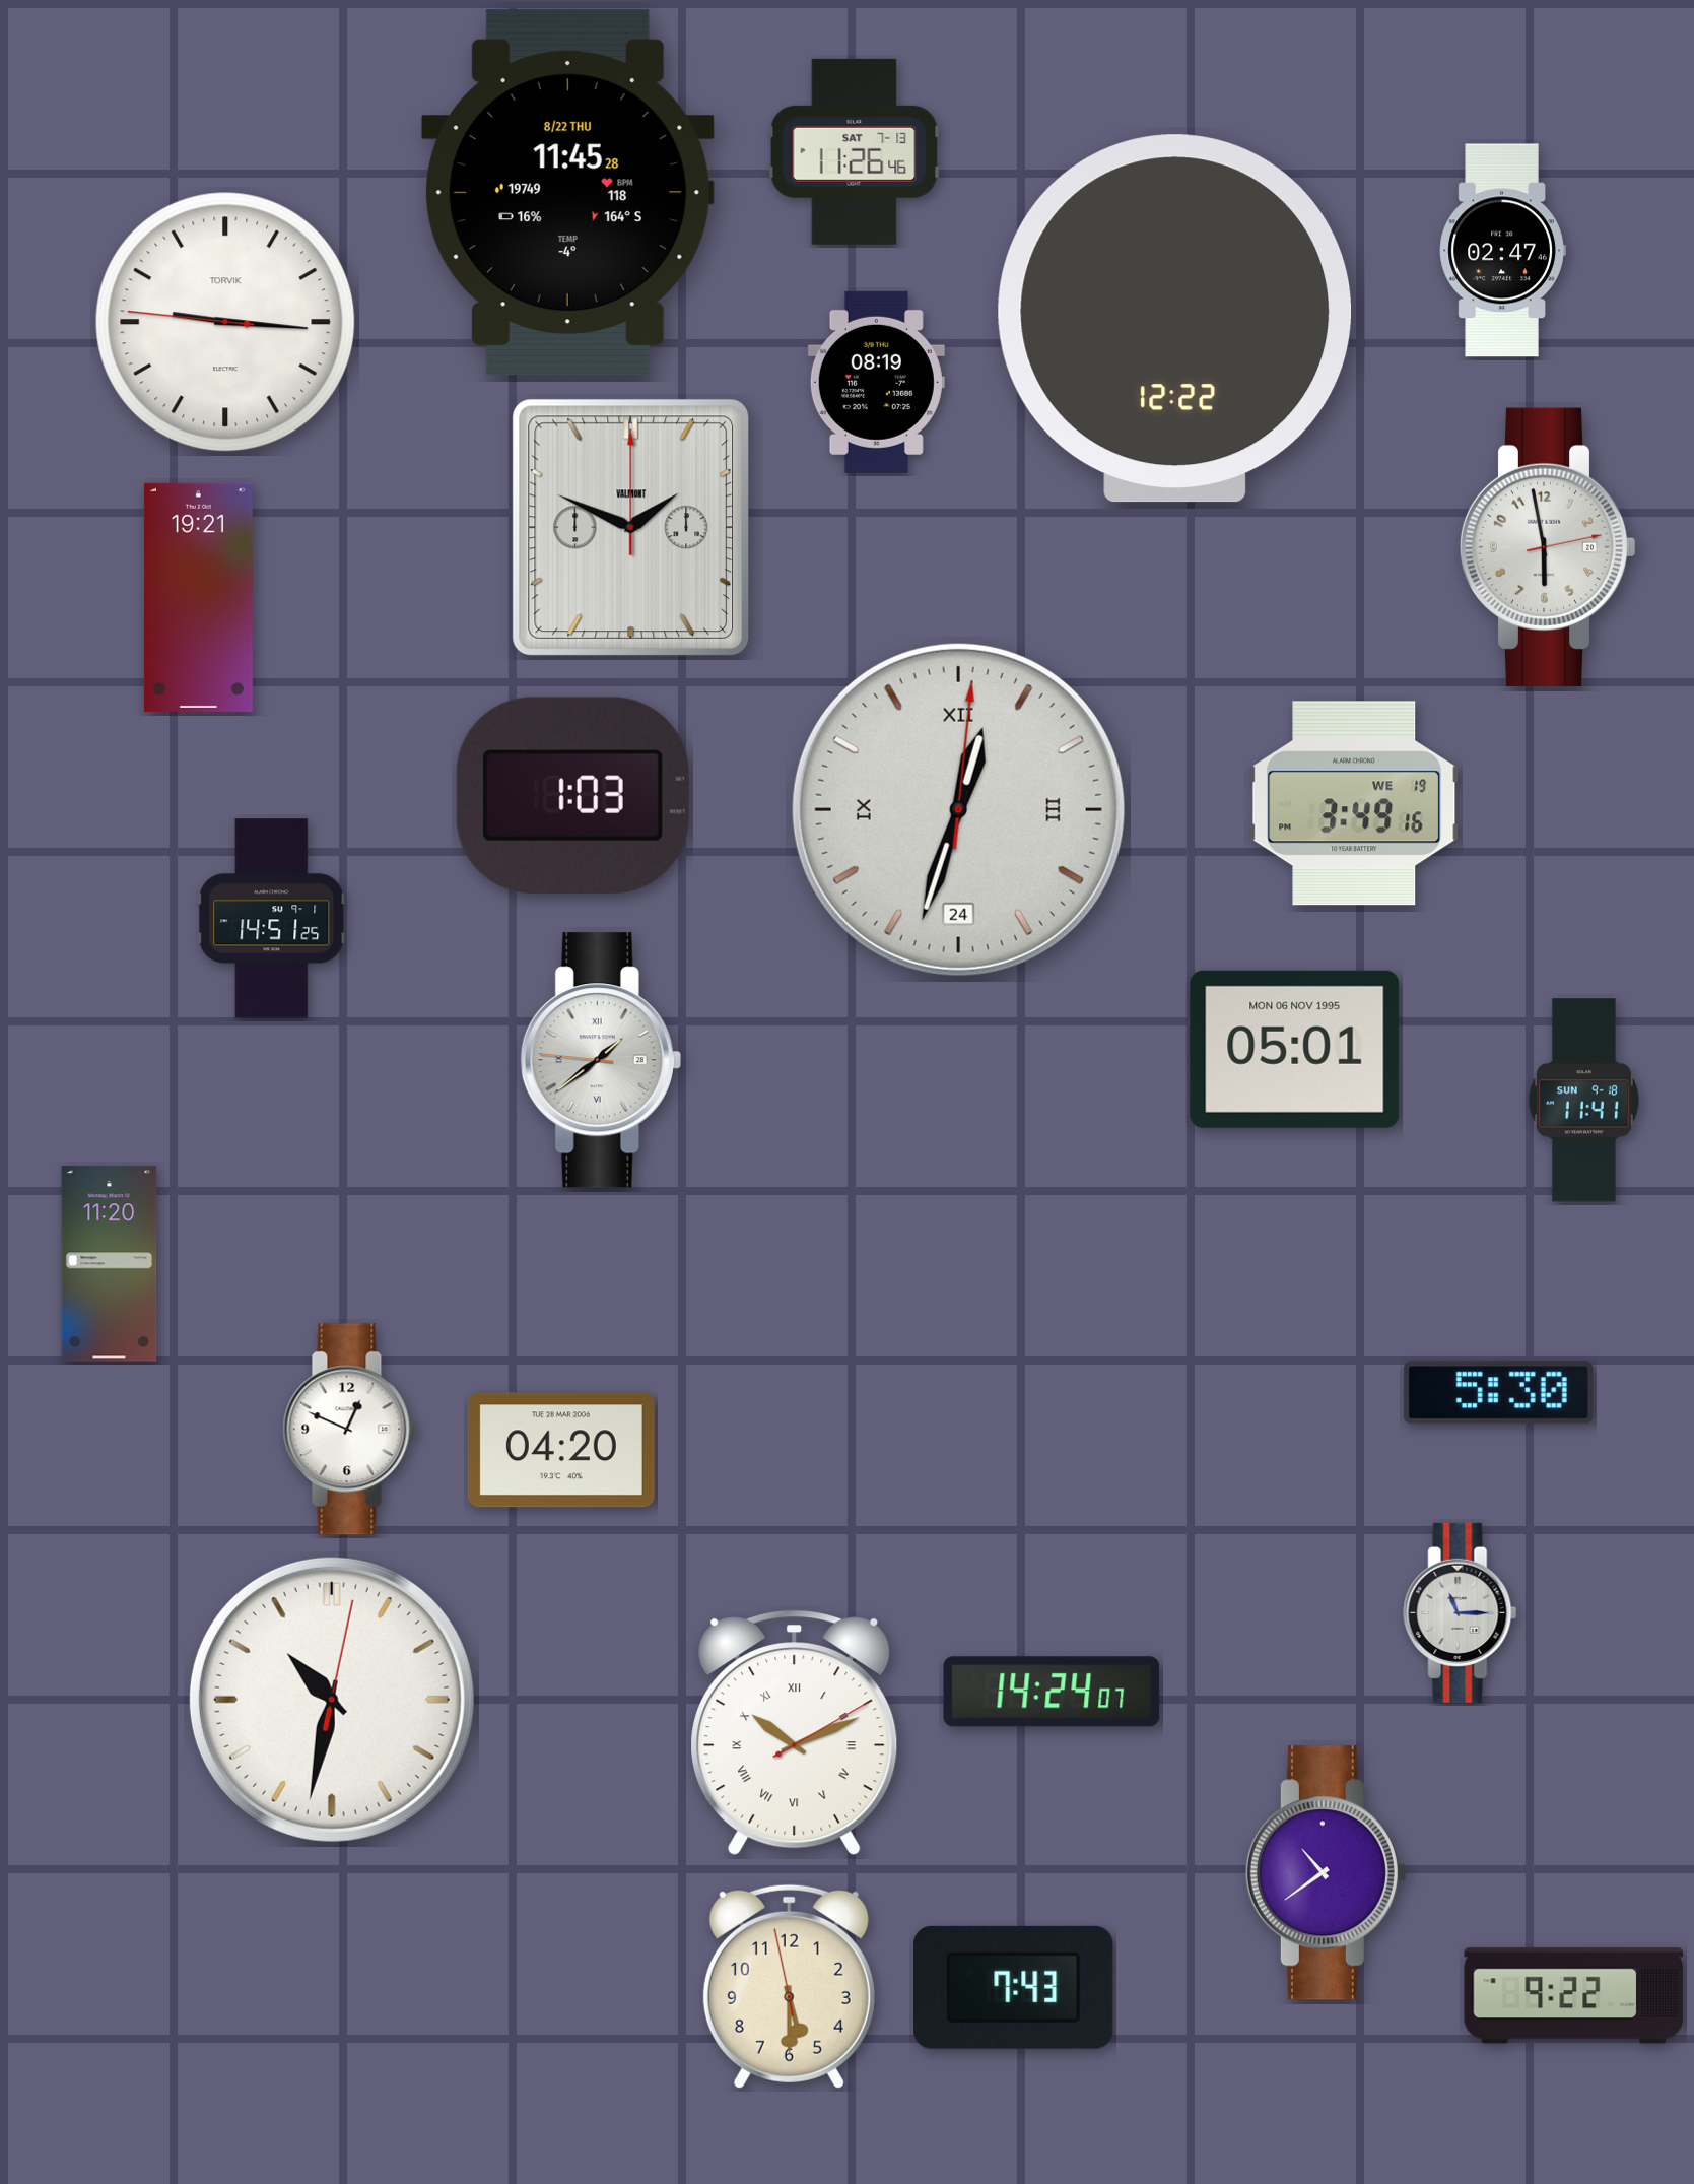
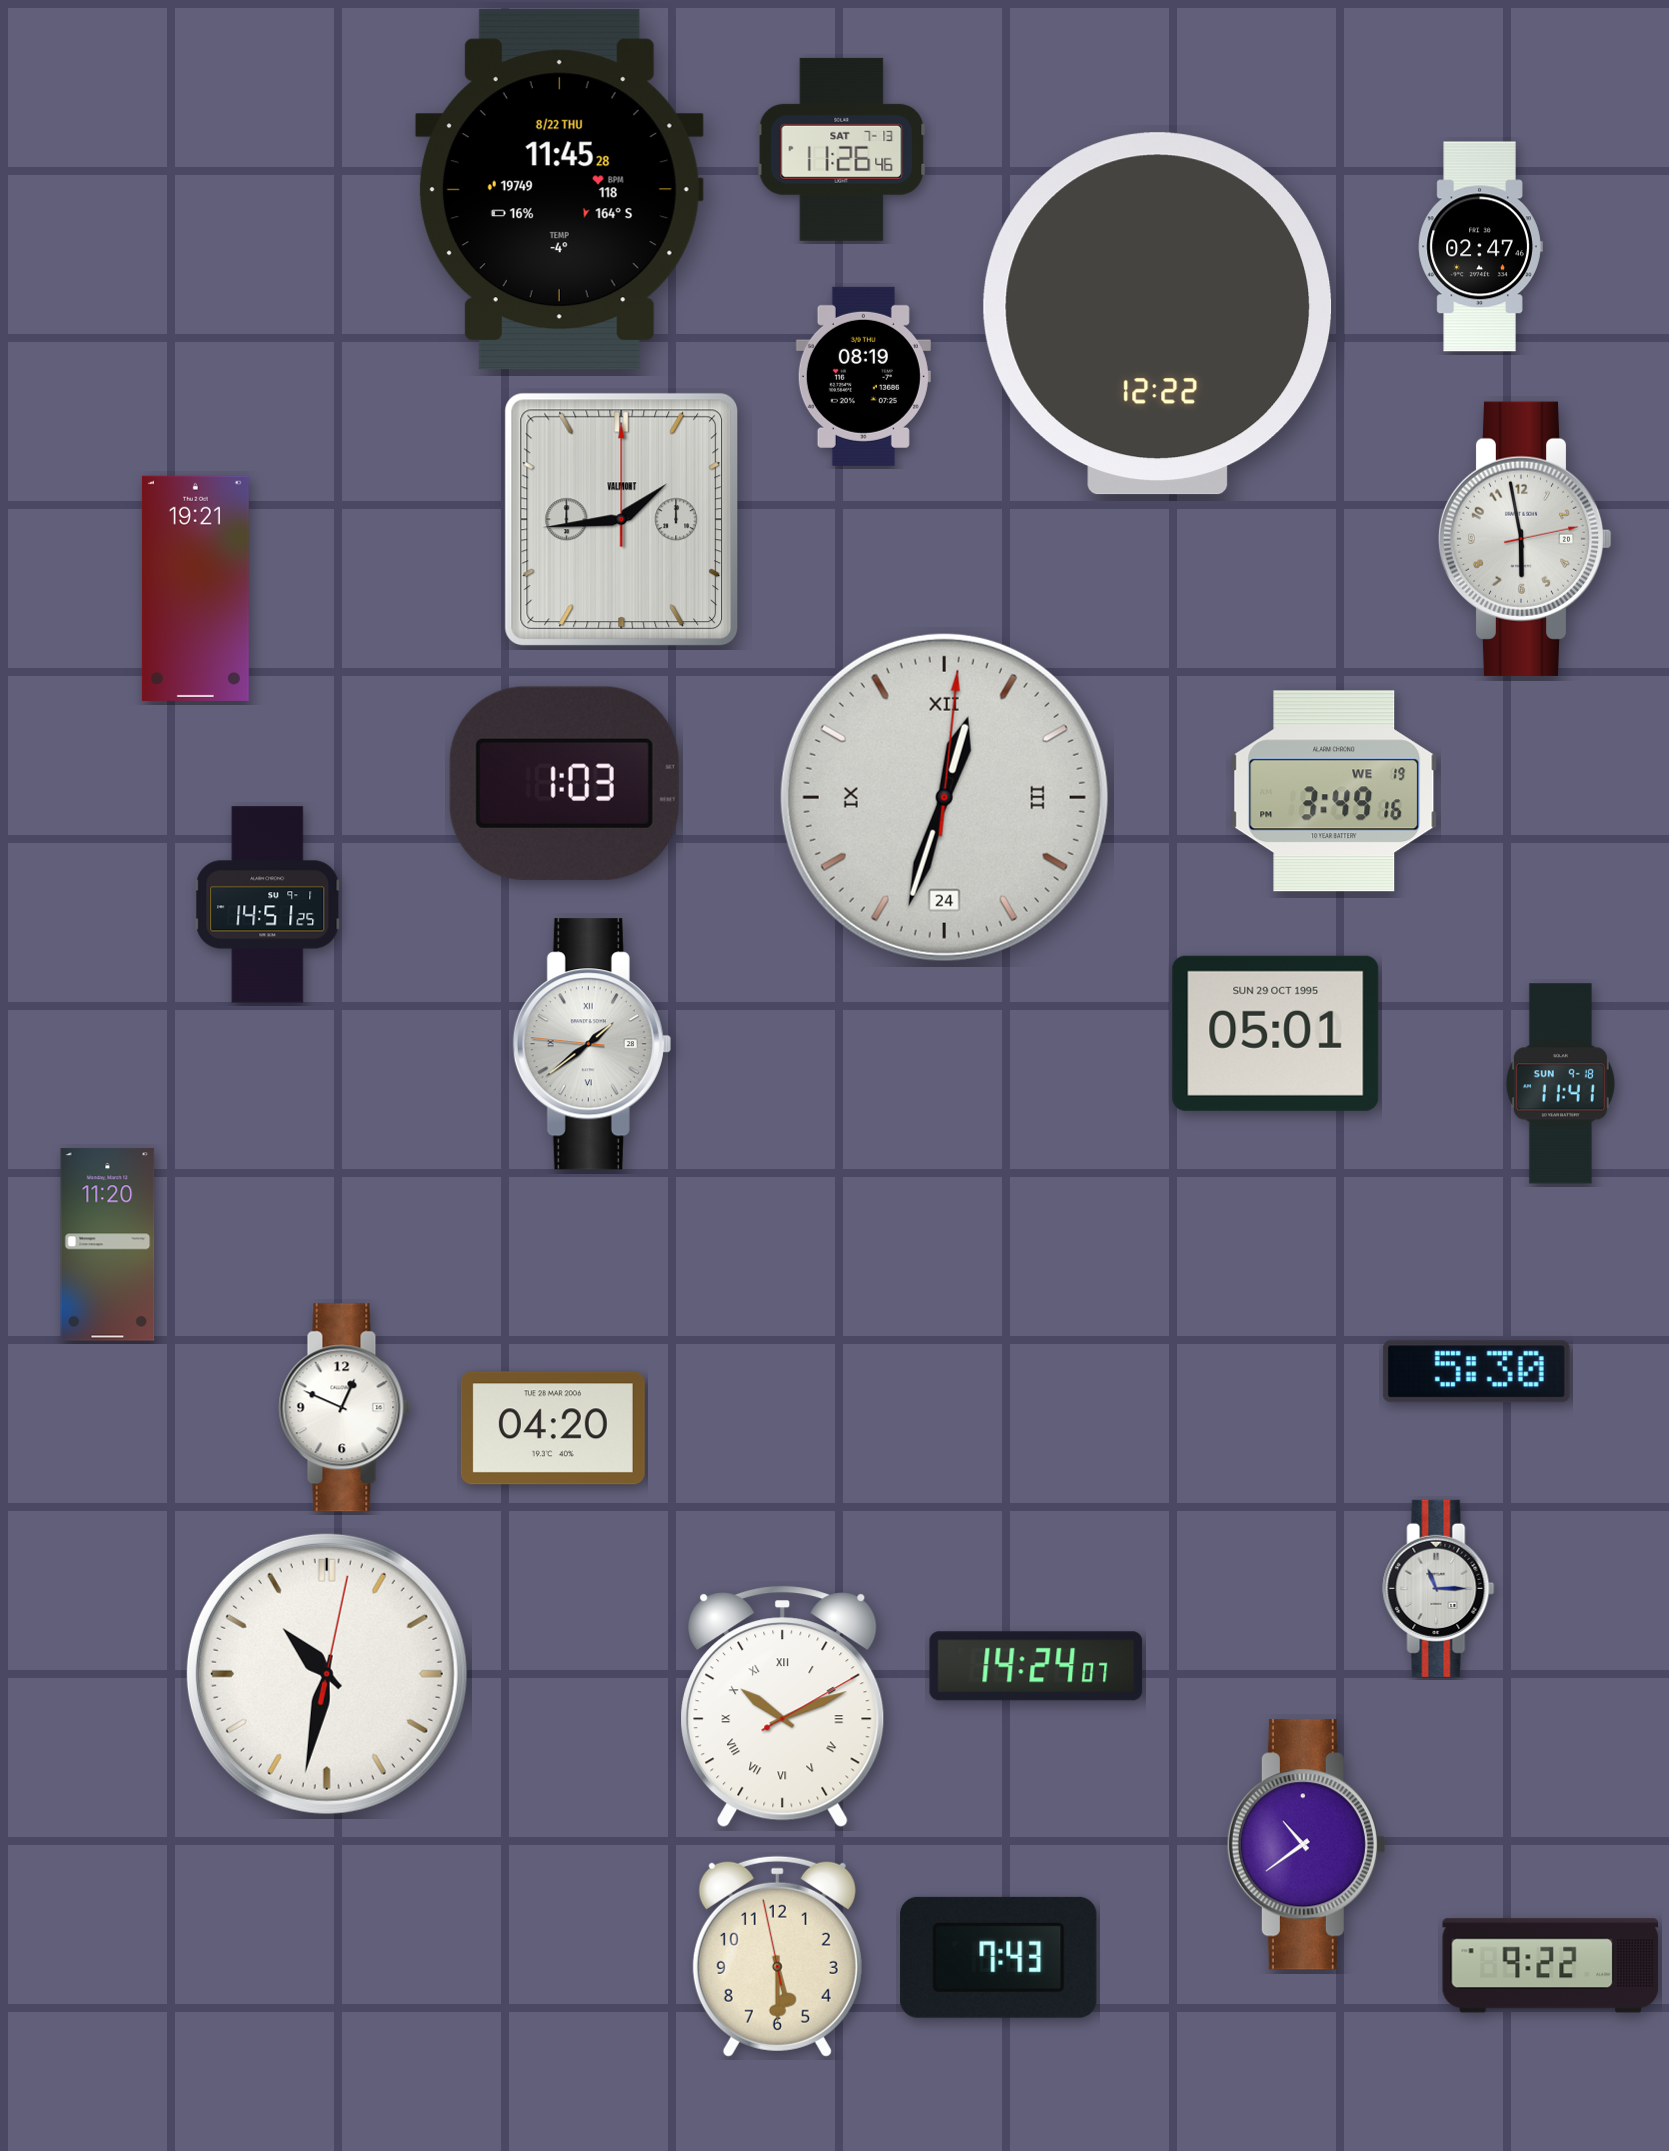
clock at (225, 322): 9:15 -> none
clock at (631, 527): 1:49 -> 1:44
clock at (1295, 1049) date: MON 06 NOV 1995 -> SUN 29 OCT 1995
